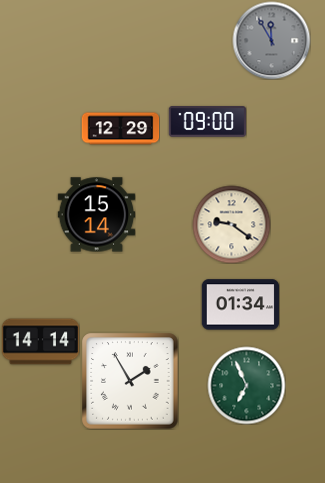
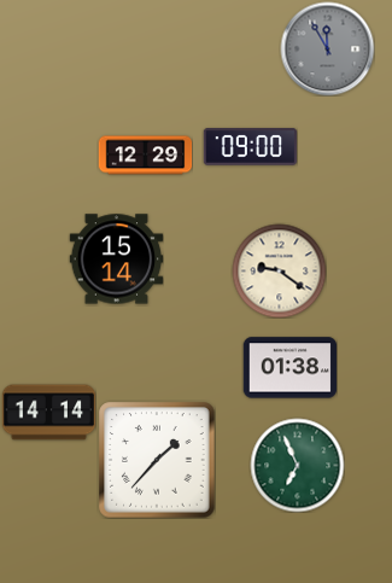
clock at (240, 305): 01:34 -> 01:38
clock at (130, 381): 1:55 -> 1:37
